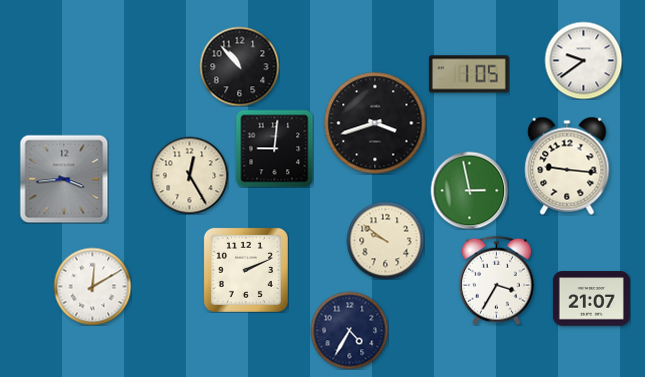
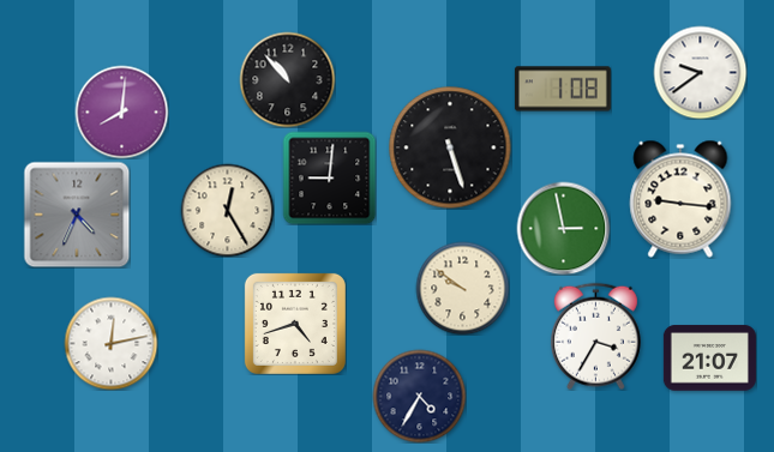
clock at (469, 74): 1:05 -> 1:08
clock at (121, 112): none -> 8:01
clock at (375, 123): 3:42 -> 5:27
clock at (64, 179): 3:44 -> 4:34
clock at (246, 270): 2:11 -> 4:42
clock at (92, 286): 12:10 -> 12:13
